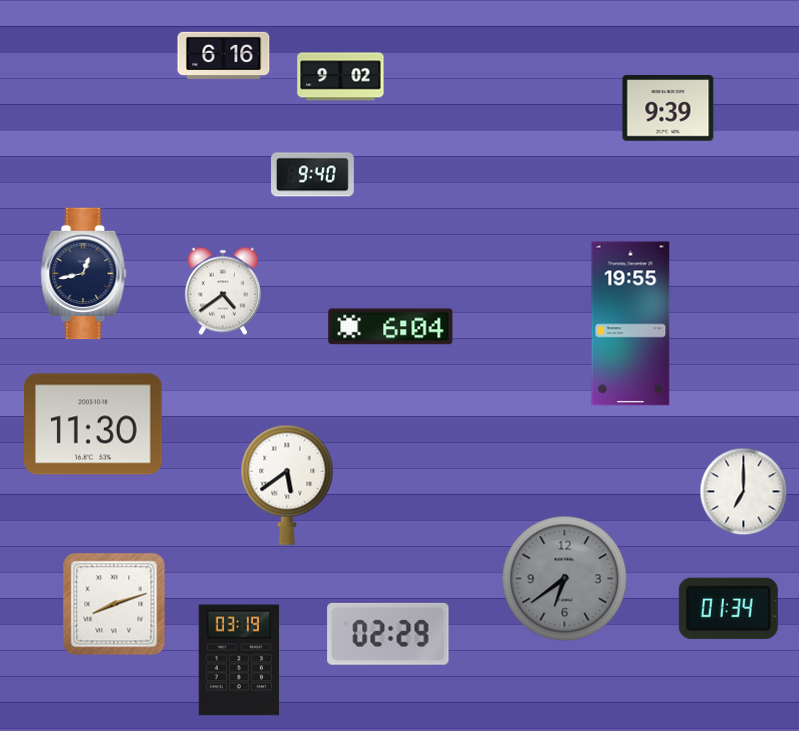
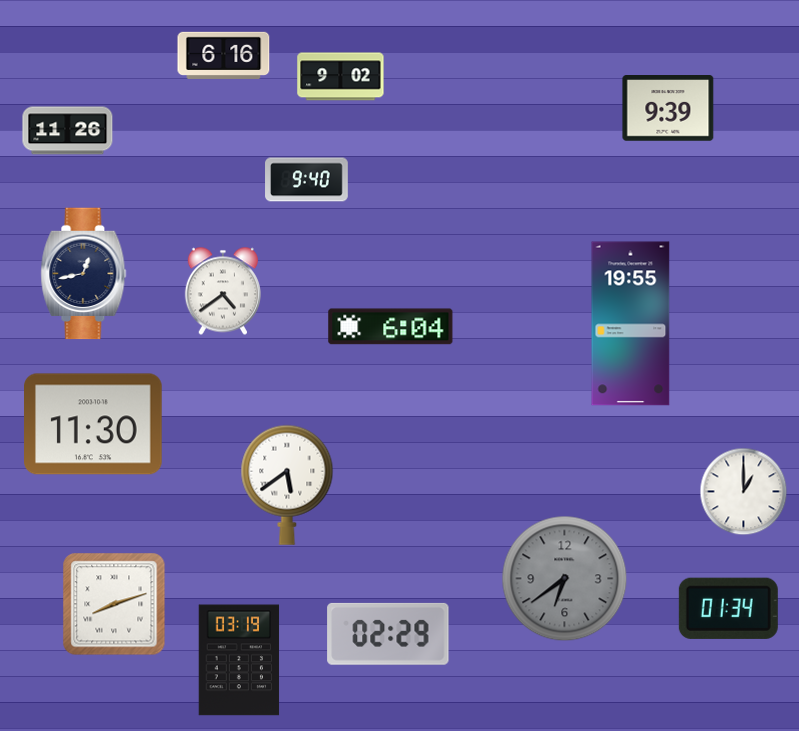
clock at (68, 131): none -> 11:26
clock at (313, 175) position: (313, 175) -> (307, 180)
clock at (744, 492): 7:00 -> 1:00
